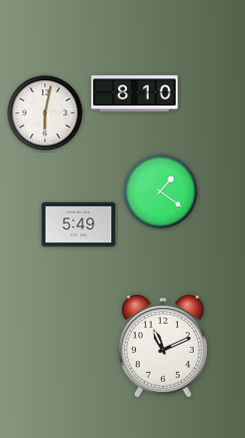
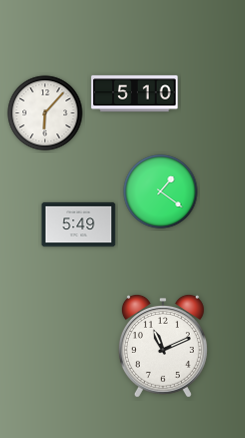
clock at (135, 94): 8:10 -> 5:10
clock at (45, 113): 6:02 -> 6:07
